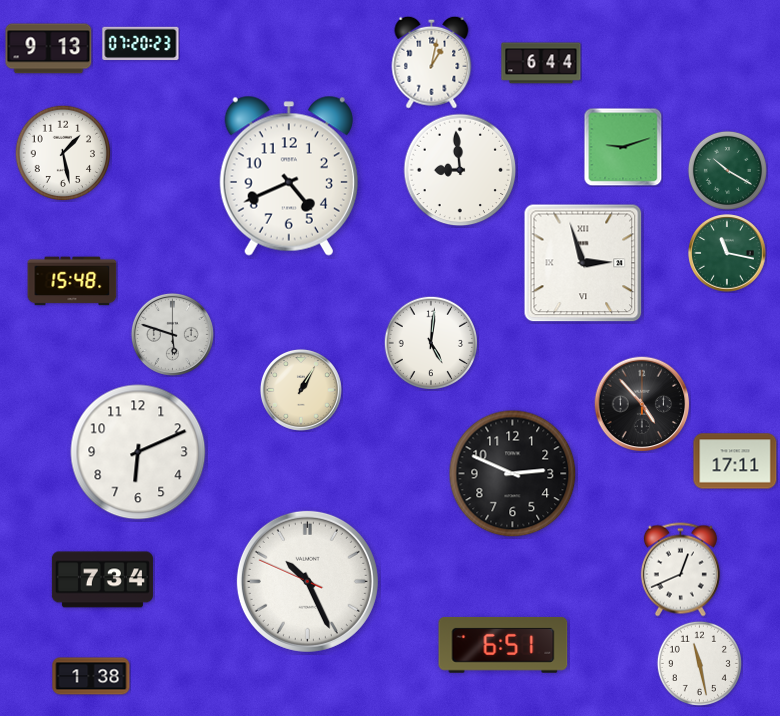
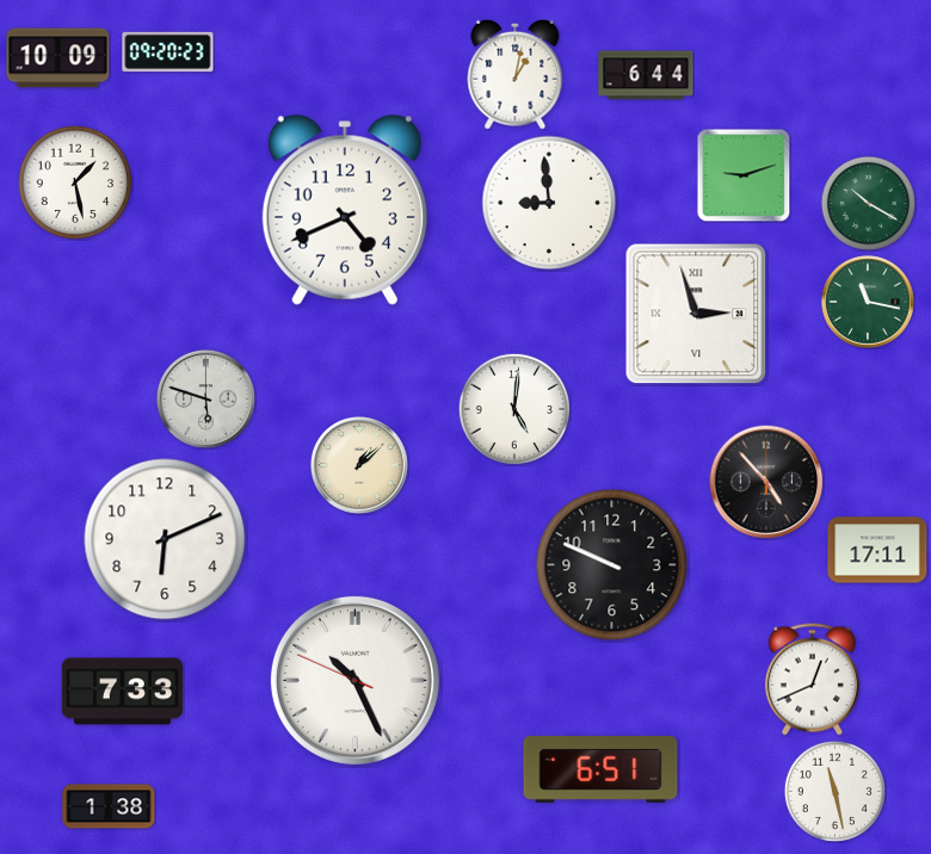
clock at (141, 44): 07:20 -> 09:20
clock at (49, 49): 9:13 -> 10:09
clock at (72, 281): 15:48 -> none
clock at (301, 390): 1:05 -> 1:08
clock at (513, 474): 2:49 -> 9:49
clock at (102, 580): 7:34 -> 7:33
clock at (307, 581) position: (307, 581) -> (354, 680)
